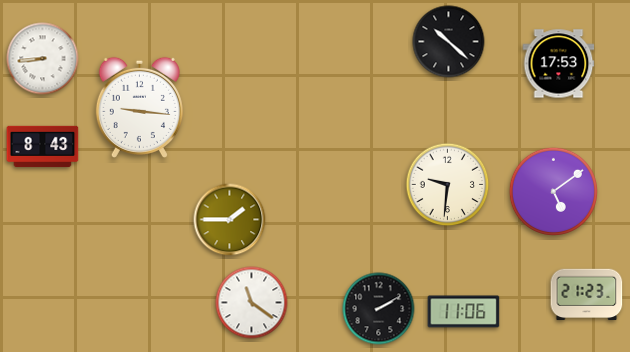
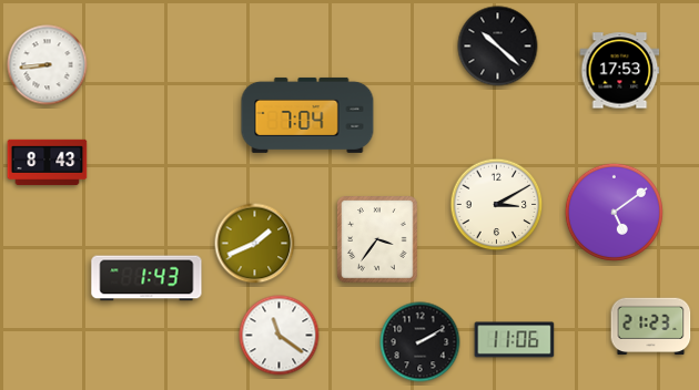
clock at (307, 115): none -> 7:04
clock at (139, 107): 9:16 -> none
clock at (448, 185): 9:31 -> 3:10
clock at (378, 240): none -> 3:36
clock at (230, 220): 1:45 -> 1:41
clock at (146, 278): none -> 1:43
clock at (464, 312) position: (464, 312) -> (515, 340)
